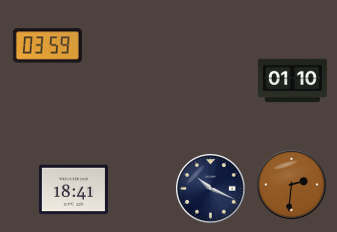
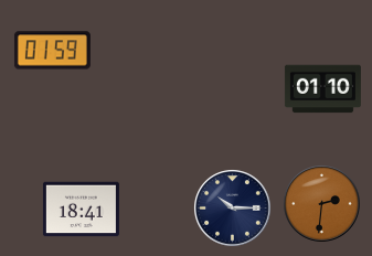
clock at (47, 46): 03:59 -> 01:59
clock at (211, 189): 10:19 -> 10:15
